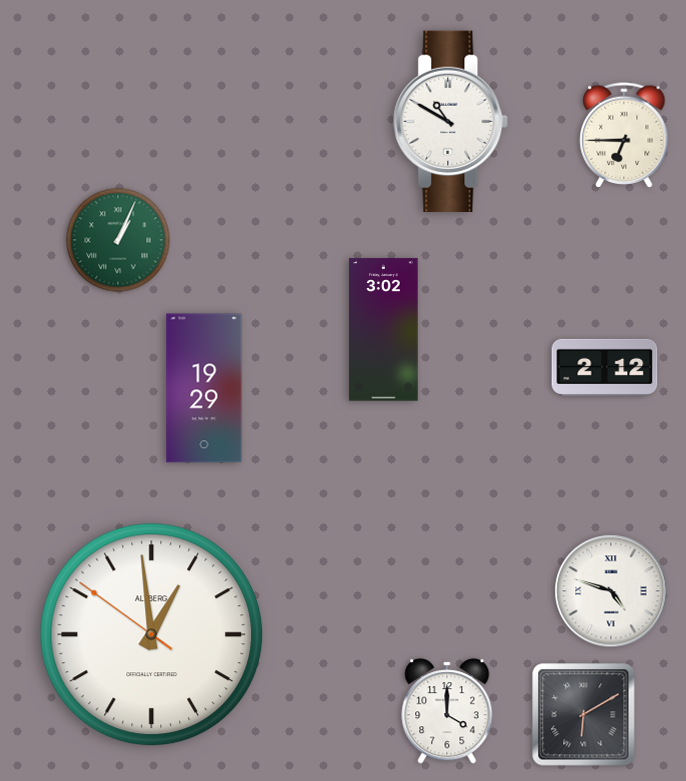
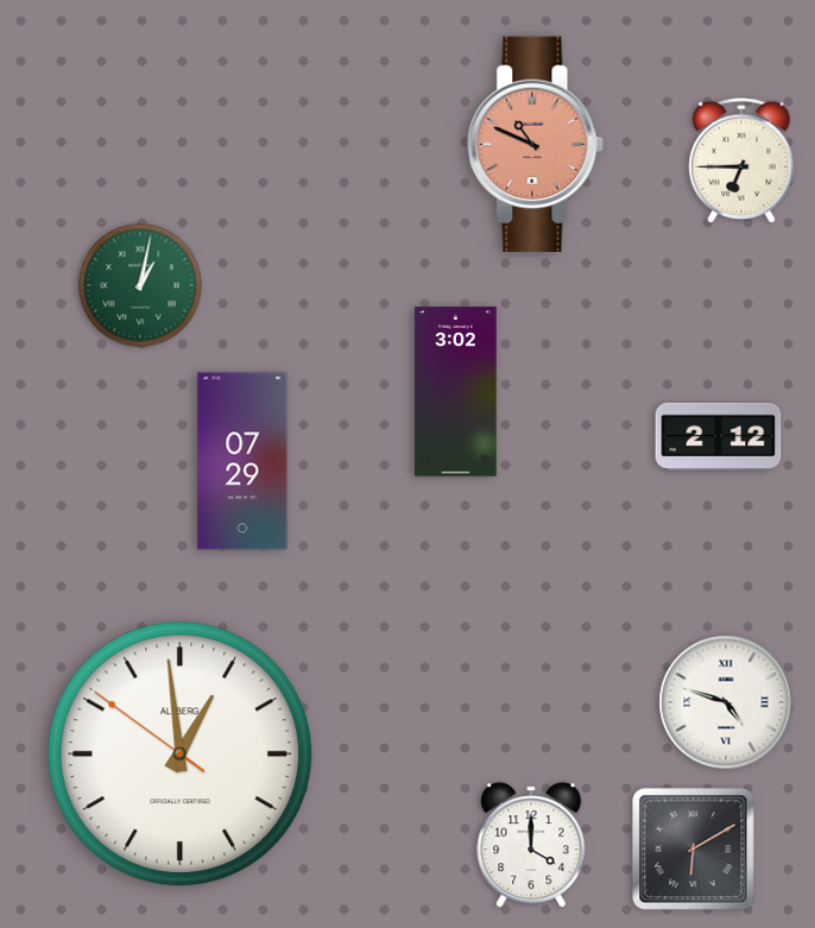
clock at (451, 121): 10:50 -> 10:49
clock at (451, 121) dial: white -> salmon
clock at (118, 240): 1:04 -> 1:02
clock at (204, 388): 19:29 -> 07:29
